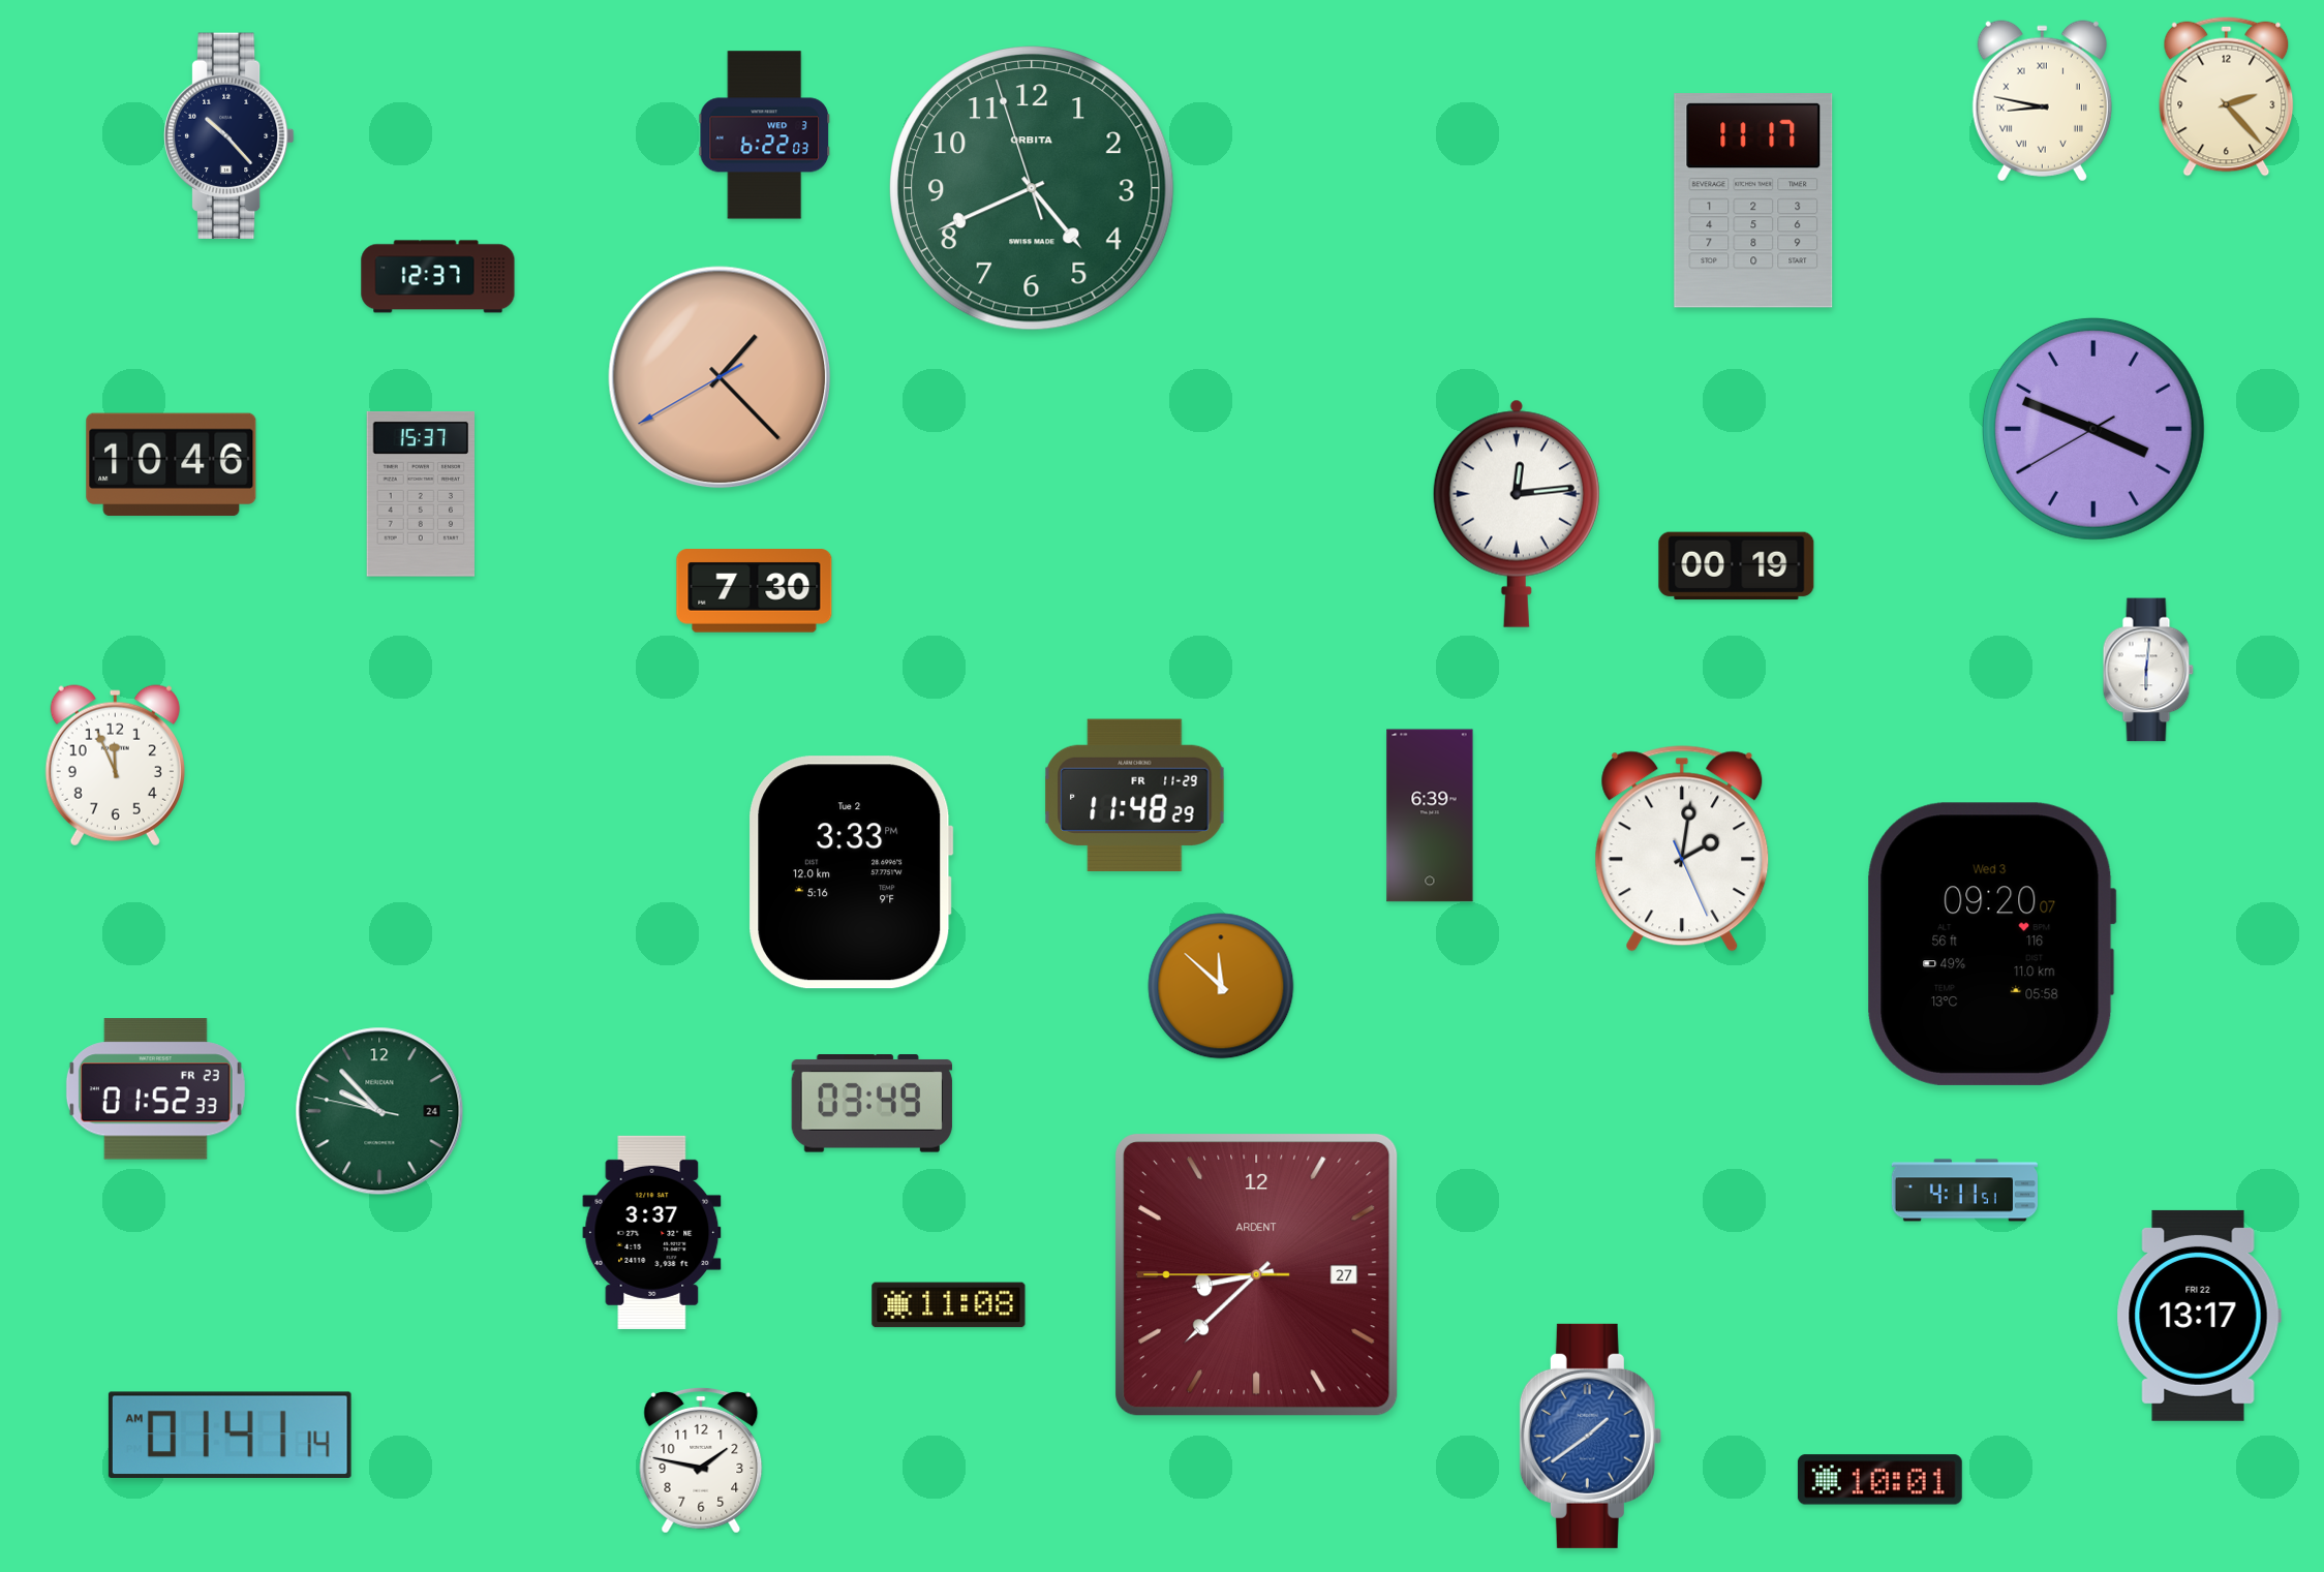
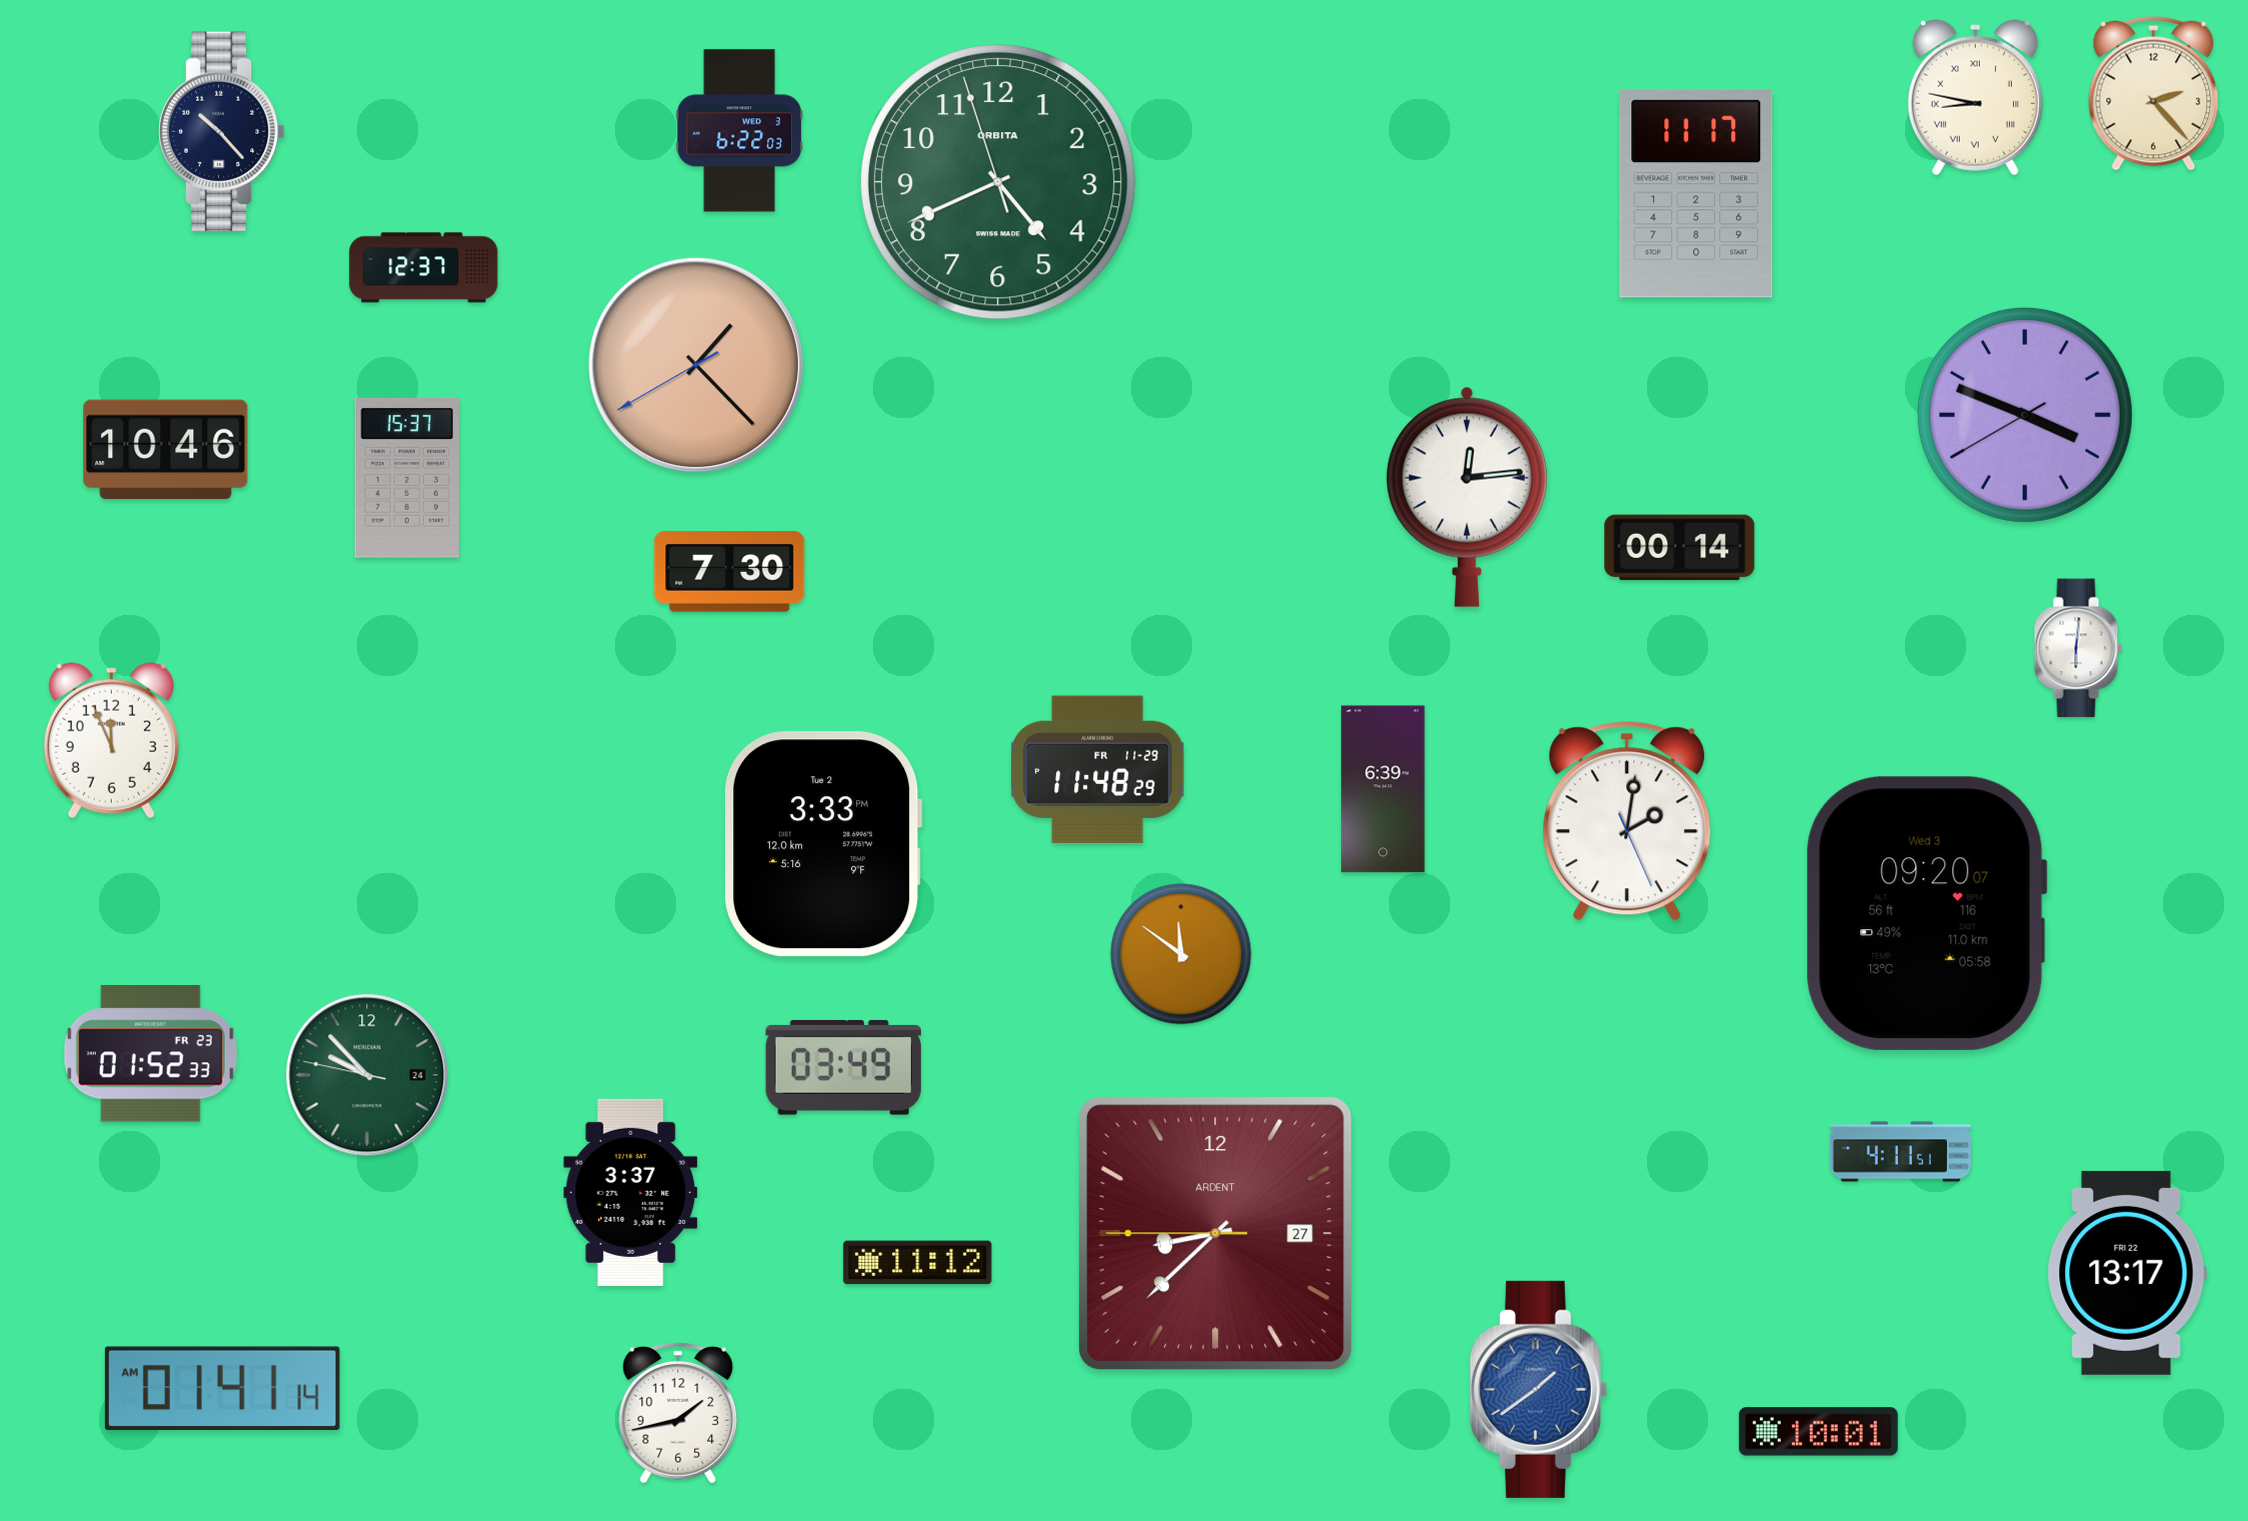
clock at (1737, 566): 00:19 -> 00:14
clock at (1221, 986): 11:52 -> 11:51
clock at (949, 1305): 11:08 -> 11:12
clock at (701, 1460): 1:47 -> 1:43
